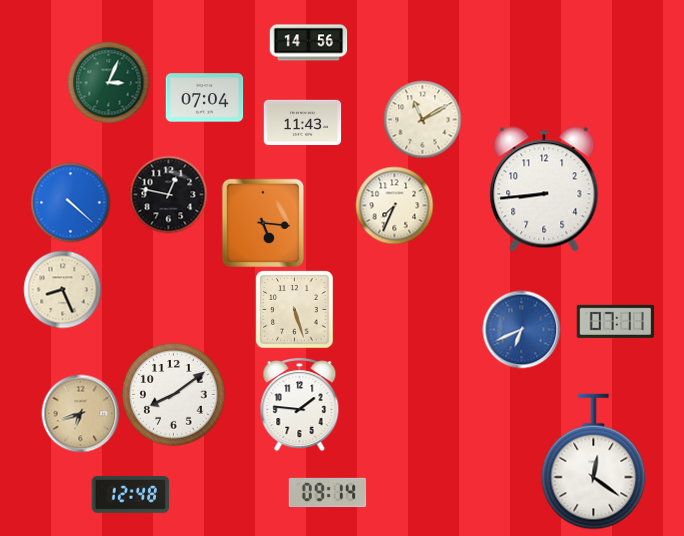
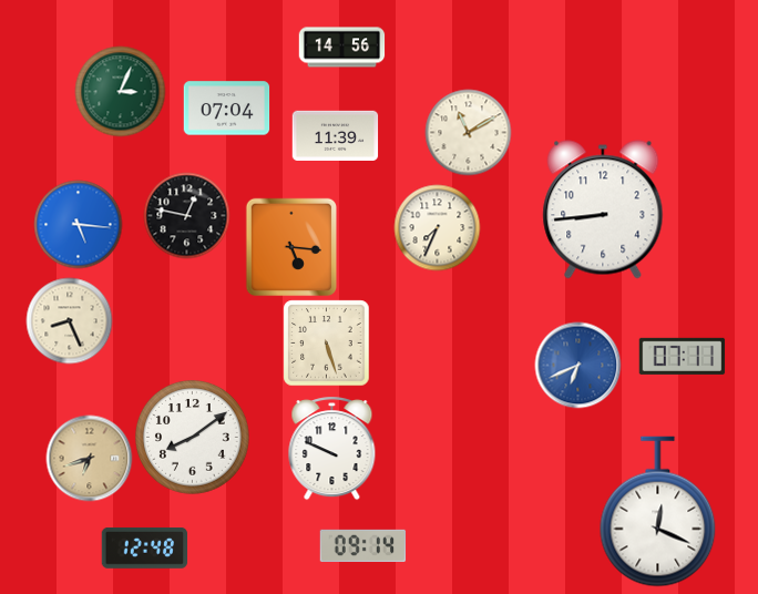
clock at (302, 122): 11:43 -> 11:39
clock at (70, 202): 4:22 -> 5:16
clock at (300, 404): 1:46 -> 9:49
clock at (594, 462): 12:21 -> 12:19
